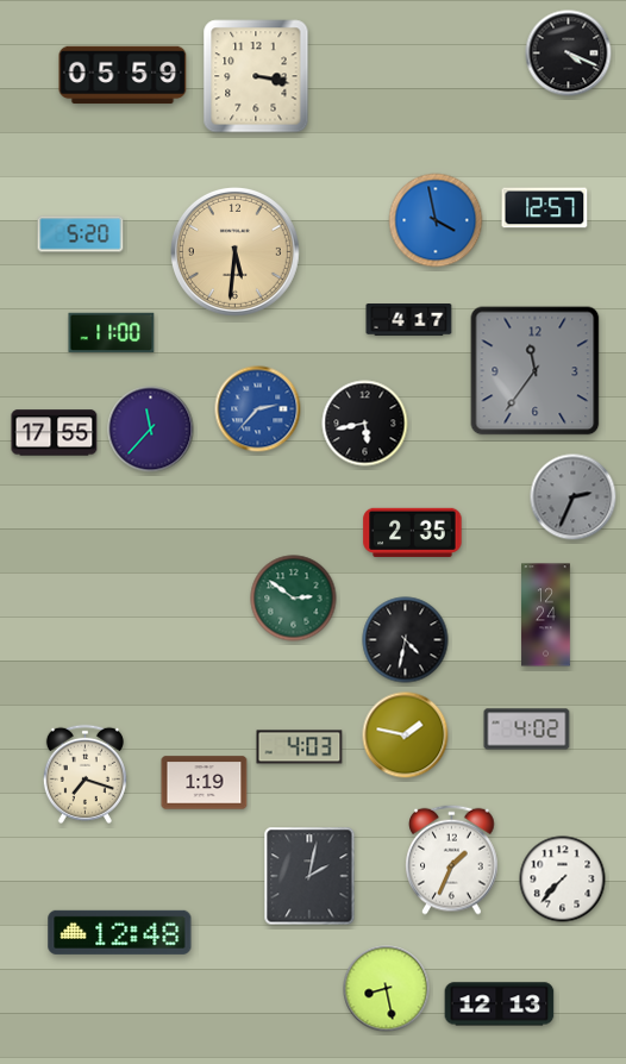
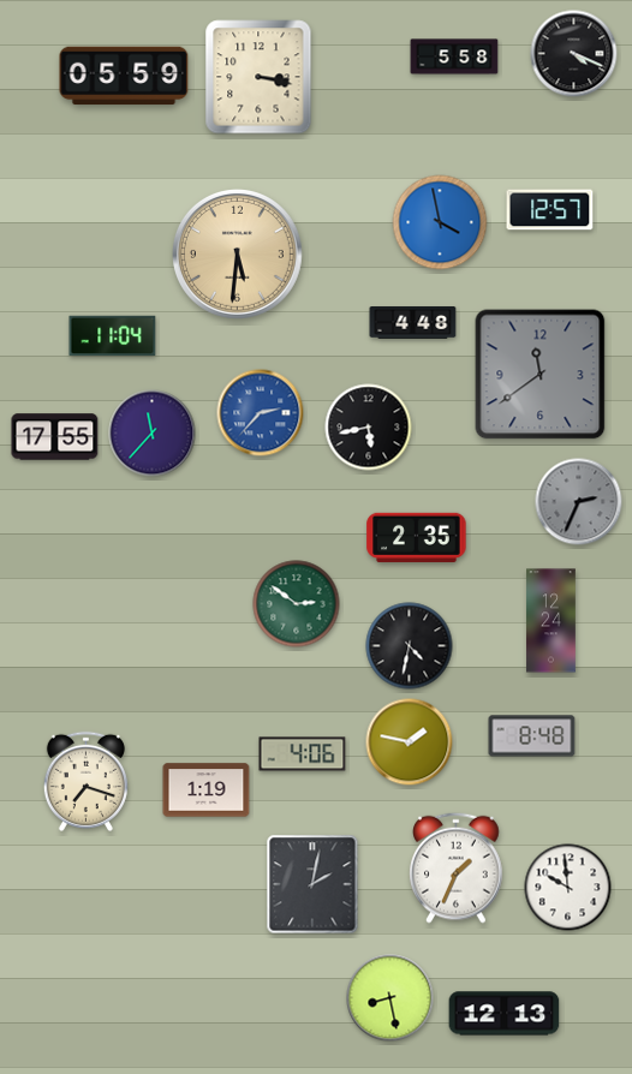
clock at (454, 56): none -> 5:58
clock at (81, 234): 5:20 -> none
clock at (409, 320): 4:17 -> 4:48
clock at (112, 332): 11:00 -> 11:04
clock at (536, 371): 11:36 -> 11:39
clock at (527, 730): 4:02 -> 8:48
clock at (300, 747): 4:03 -> 4:06
clock at (563, 880): 7:37 -> 9:59
clock at (120, 932): 12:48 -> none
